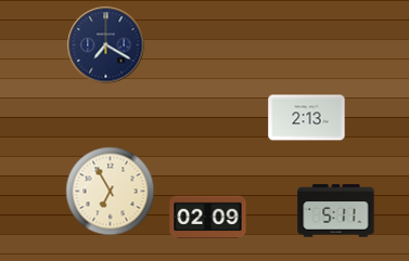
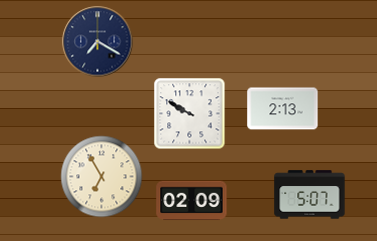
clock at (190, 114): none -> 9:50
clock at (336, 211): 5:11 -> 5:07
